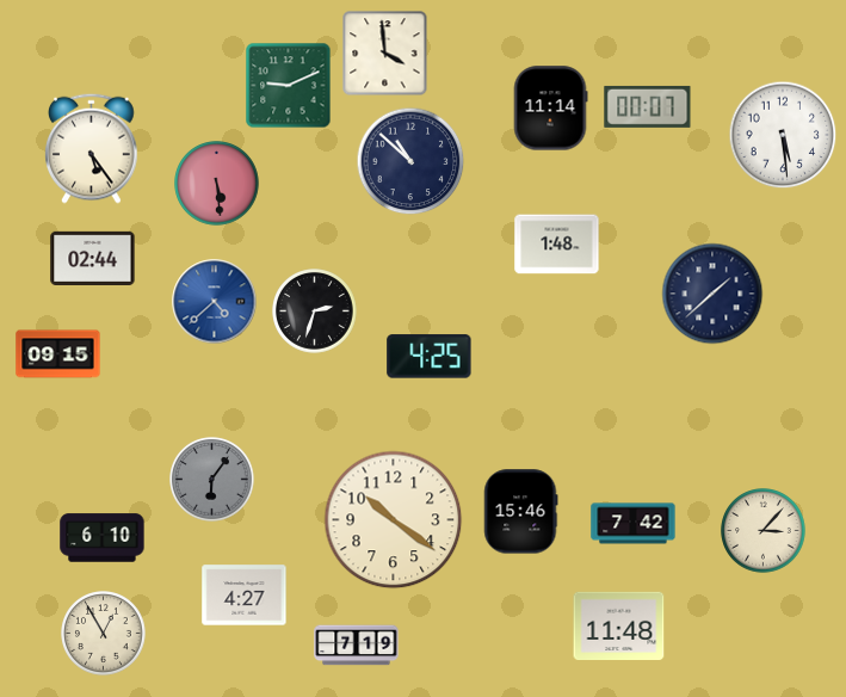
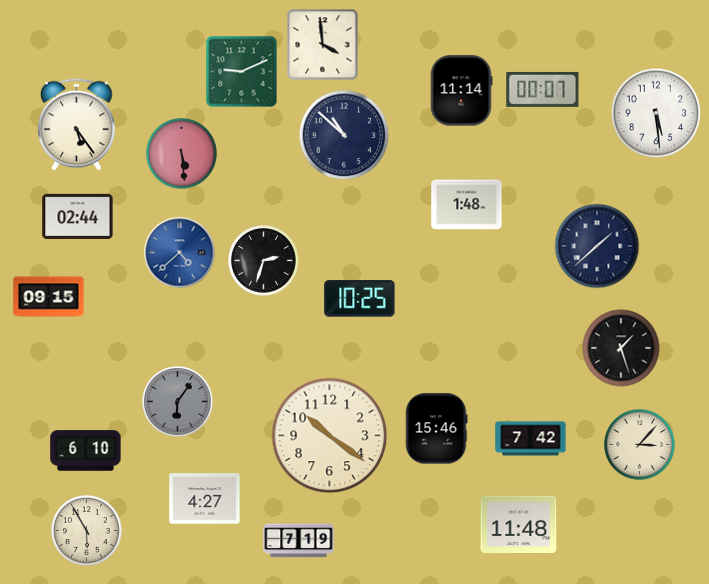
clock at (430, 357): 4:25 -> 10:25
clock at (621, 348): none -> 1:27
clock at (104, 634): 12:55 -> 5:55
